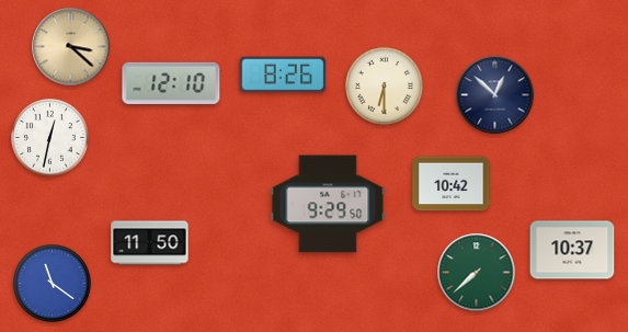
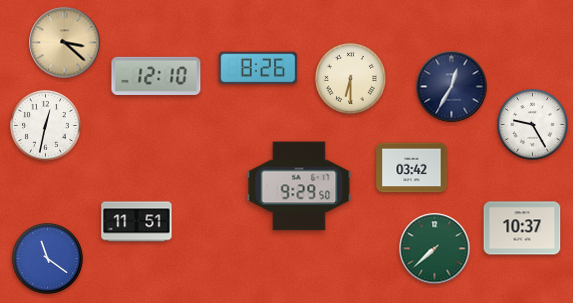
clock at (495, 95): 12:52 -> 12:35
clock at (532, 124): none -> 9:25
clock at (452, 184): 10:42 -> 03:42
clock at (150, 243): 11:50 -> 11:51
